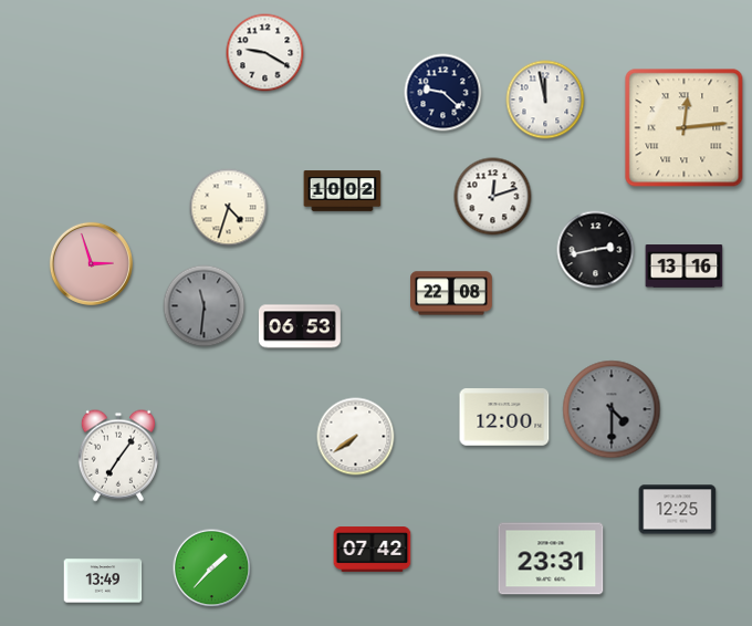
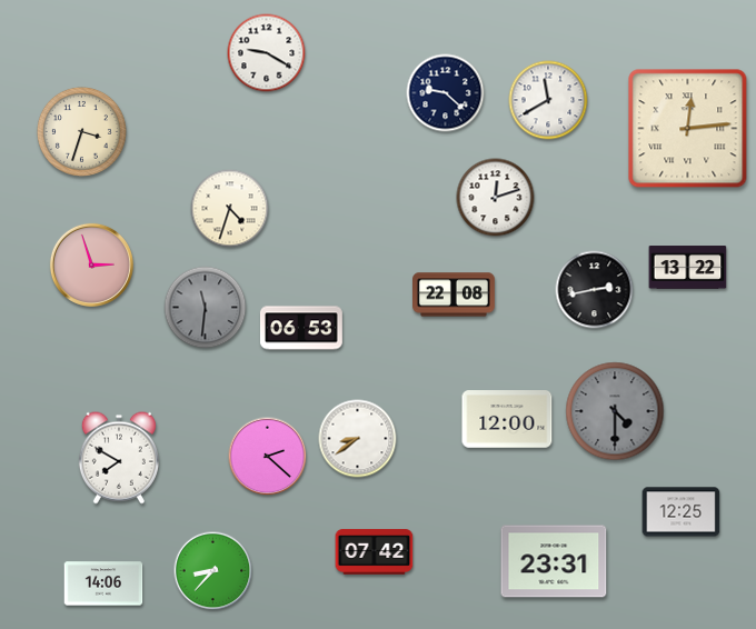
clock at (545, 100): 11:58 -> 11:40
clock at (81, 131): none -> 3:33
clock at (343, 191): 10:02 -> none
clock at (596, 250) position: (596, 250) -> (595, 290)
clock at (685, 267): 13:16 -> 13:22
clock at (356, 437): 7:39 -> 8:39
clock at (268, 457): none -> 2:22
clock at (118, 456): 7:06 -> 7:50
clock at (212, 568): 1:37 -> 8:37
clock at (103, 581): 13:49 -> 14:06
